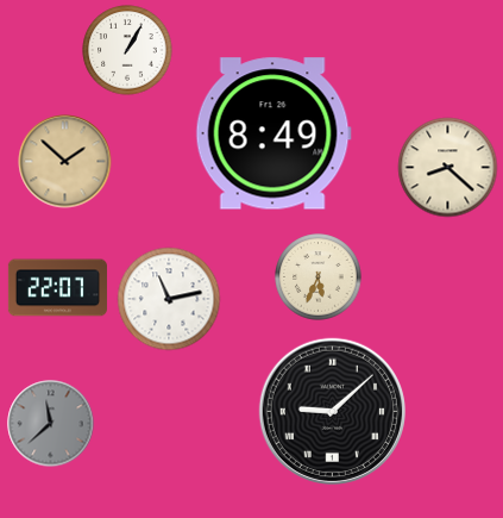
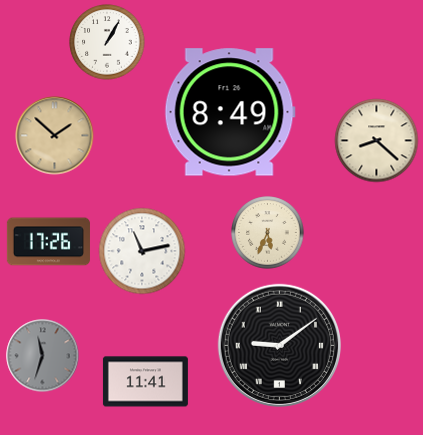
clock at (57, 288): 22:07 -> 17:26
clock at (332, 411): 9:08 -> 9:09
clock at (51, 424): 11:38 -> 11:33
clock at (145, 382): none -> 11:41
